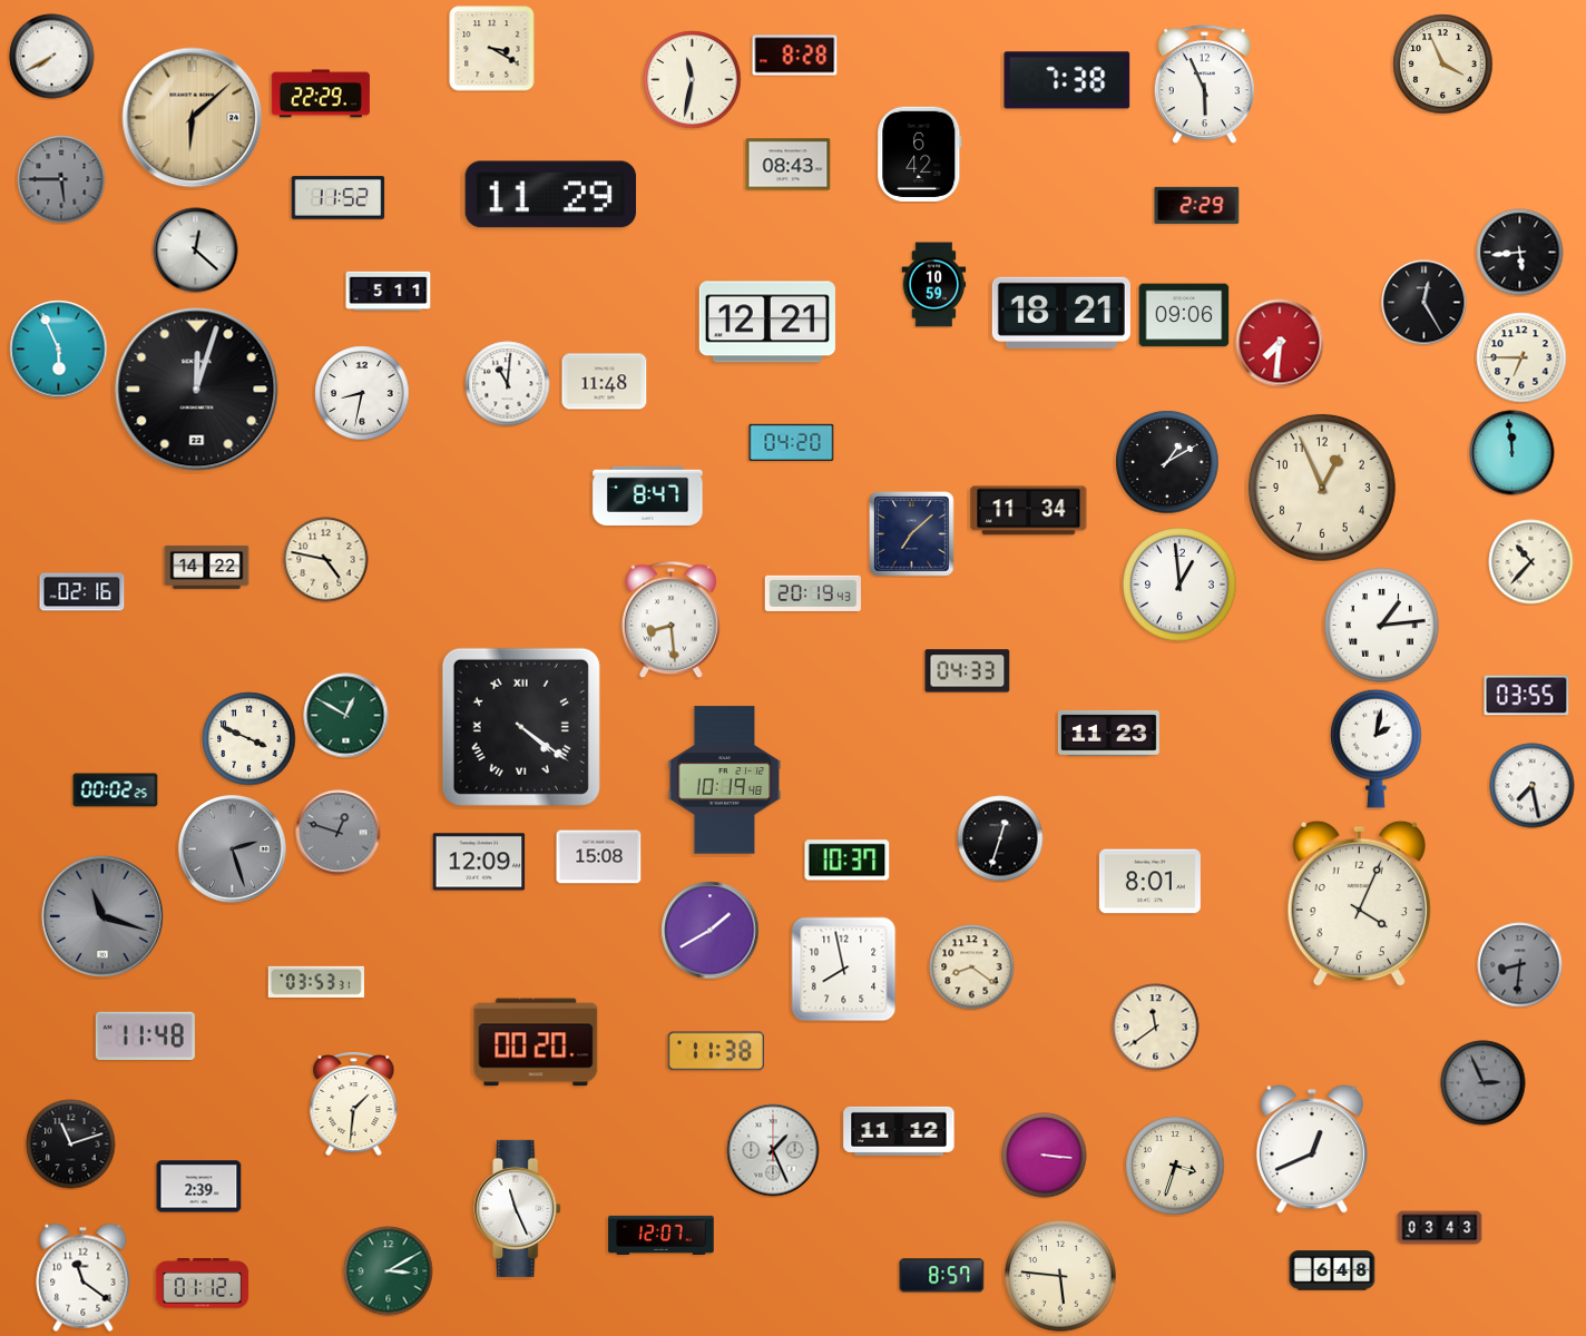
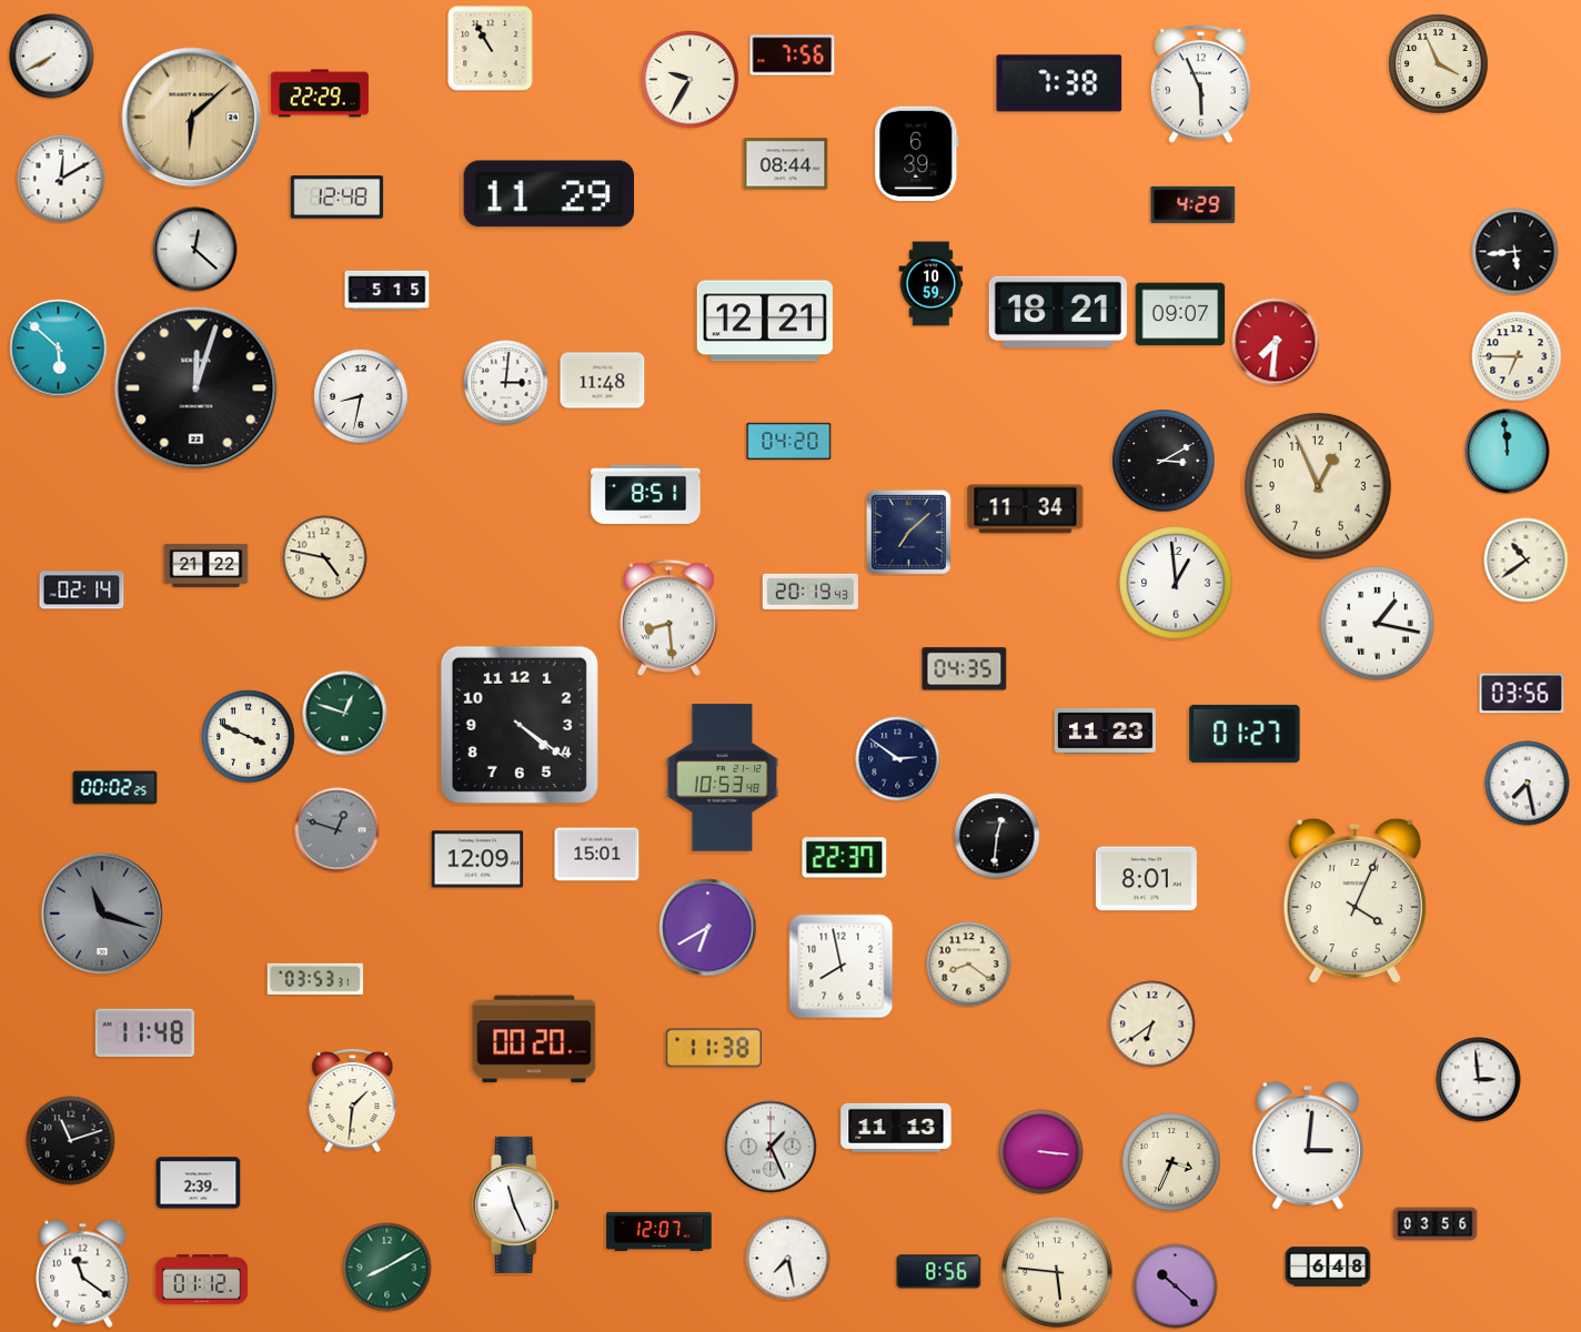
clock at (492, 49): 3:20 -> 10:55
clock at (795, 56): 8:28 -> 7:56
clock at (693, 80): 11:32 -> 9:35
clock at (1067, 80) position: (1067, 80) -> (1059, 83)
clock at (920, 154): 6:42 -> 6:39
clock at (789, 165): 08:43 -> 08:44
clock at (61, 179): 5:45 -> 12:10
clock at (61, 179) dial: grey -> white
clock at (339, 198): 11:52 -> 12:48
clock at (1197, 205): 2:29 -> 4:29
clock at (389, 291): 5:11 -> 5:15
clock at (1425, 303): 12:25 -> none
clock at (1184, 315): 09:06 -> 09:07
clock at (59, 350): 5:56 -> 5:52
clock at (508, 384): 11:01 -> 3:01
clock at (362, 393) position: (362, 393) -> (361, 396)
clock at (1167, 462): 1:10 -> 3:10
clock at (648, 495): 8:47 -> 8:51
clock at (1531, 562): 10:37 -> 10:39
clock at (207, 567): 14:22 -> 21:22
clock at (82, 592): 02:16 -> 02:14
clock at (1382, 626): 1:14 -> 1:17
clock at (968, 671): 04:33 -> 04:35
clock at (1527, 696): 03:55 -> 03:56
clock at (346, 716): 12:50 -> 12:48
clock at (521, 727) numerals: Roman -> Arabic
clock at (1245, 734): none -> 01:27
clock at (1377, 748): 2:02 -> none
clock at (898, 759): none -> 2:51
clock at (725, 780): 10:19 -> 10:53
clock at (1000, 838): 12:33 -> 12:31
clock at (233, 849): 2:27 -> none
clock at (599, 857): 15:08 -> 15:01
clock at (848, 861): 10:37 -> 22:37
clock at (711, 931): 1:40 -> 6:40
clock at (1520, 965): 8:31 -> none
clock at (1156, 1028): 11:39 -> 6:39
clock at (1484, 1083): 2:56 -> 2:59
clock at (1484, 1083) dial: grey -> white
clock at (899, 1131): 11:12 -> 11:13
clock at (1312, 1149): 12:41 -> 3:01
clock at (1175, 1166): 3:33 -> 3:34
clock at (1440, 1228): 03:43 -> 03:56
clock at (788, 1259): none -> 7:28
clock at (389, 1271): 3:10 -> 8:10
clock at (942, 1276): 8:57 -> 8:56
clock at (1176, 1286): none -> 10:22
